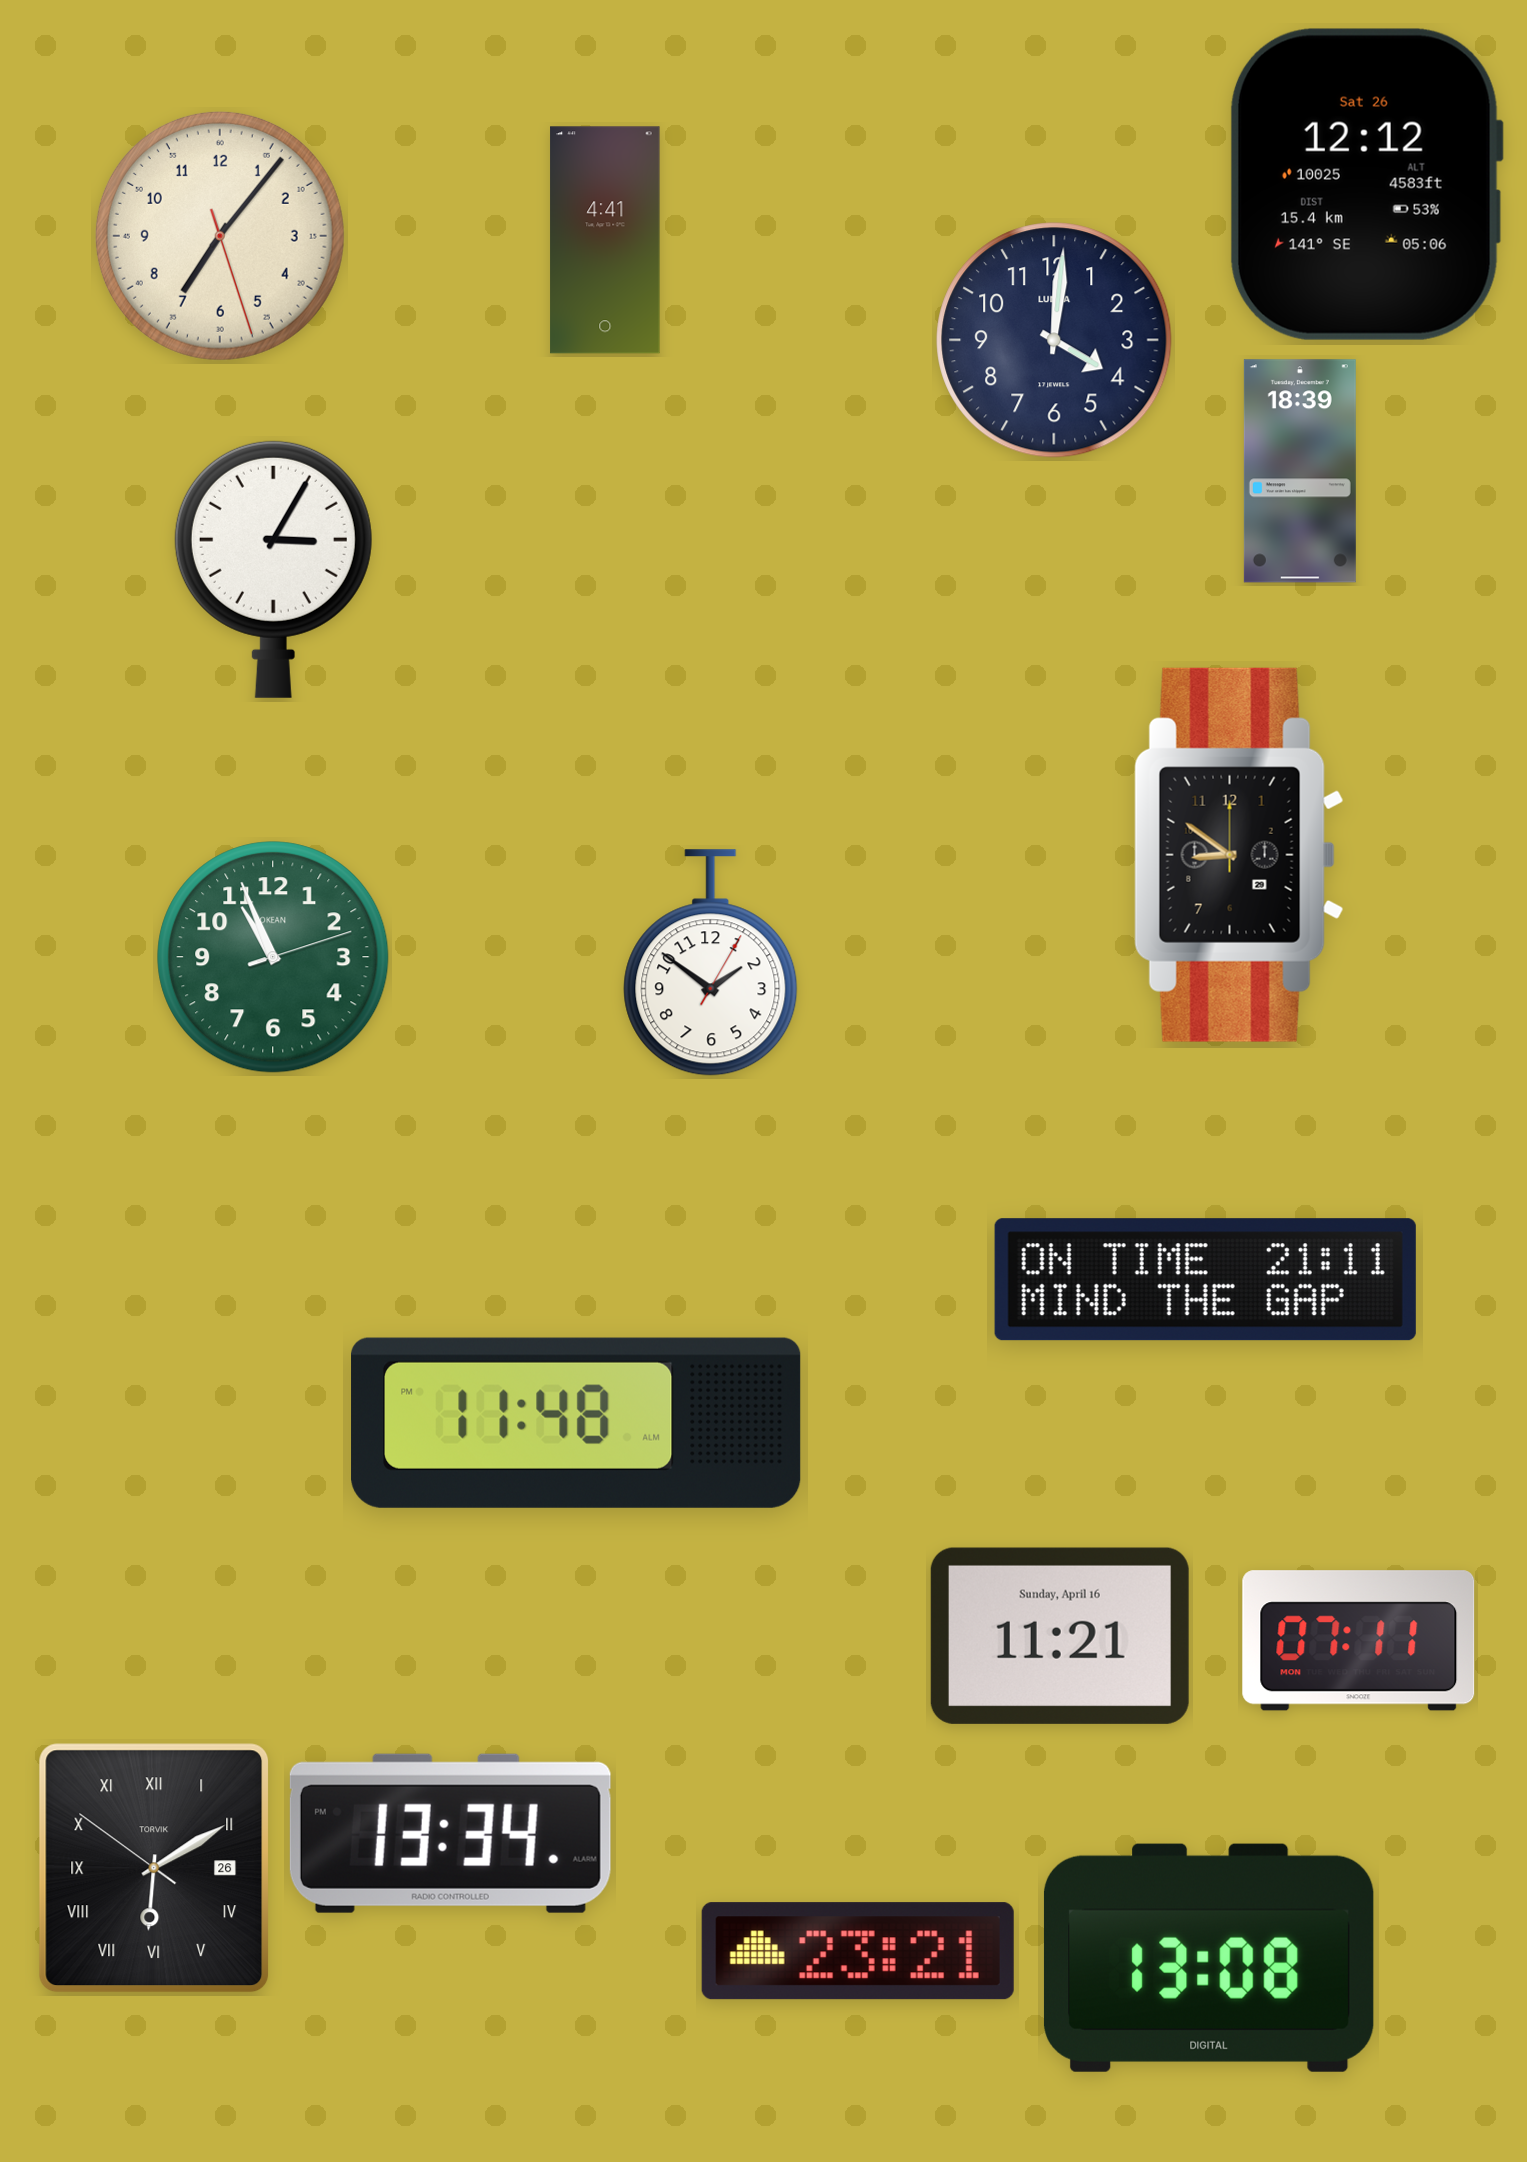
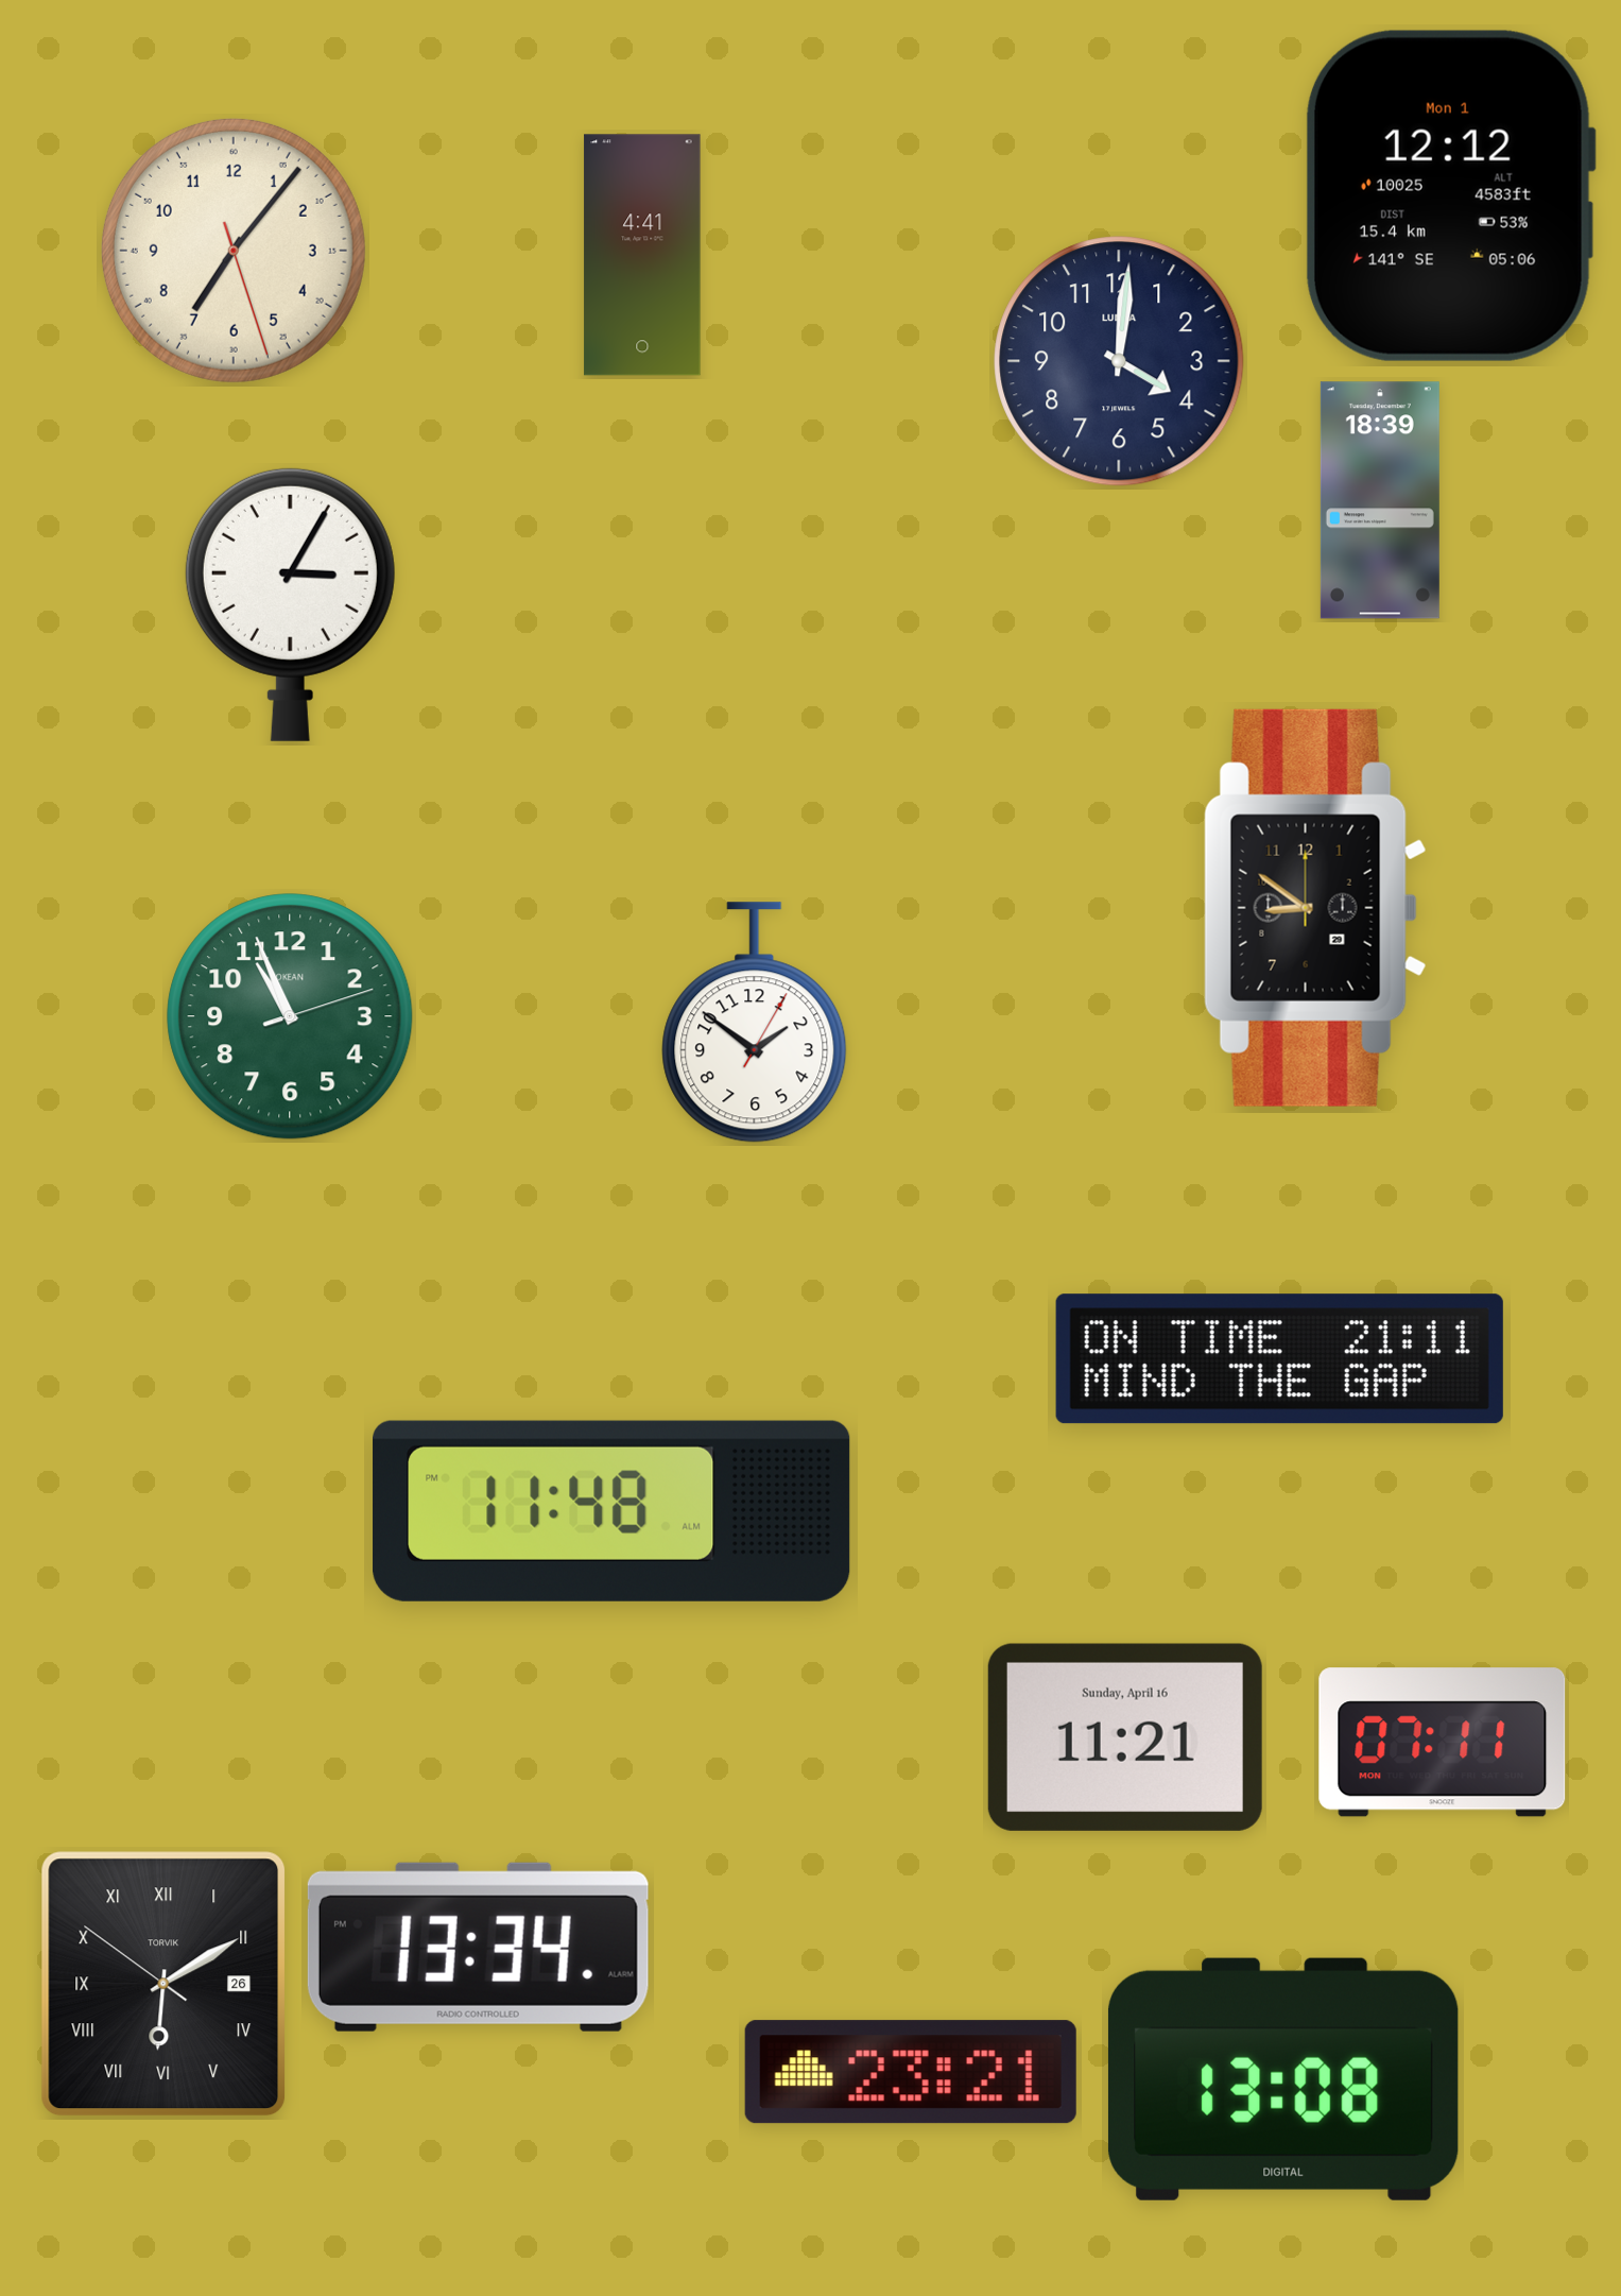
clock at (1366, 184) date: Sat 26 -> Mon 1
